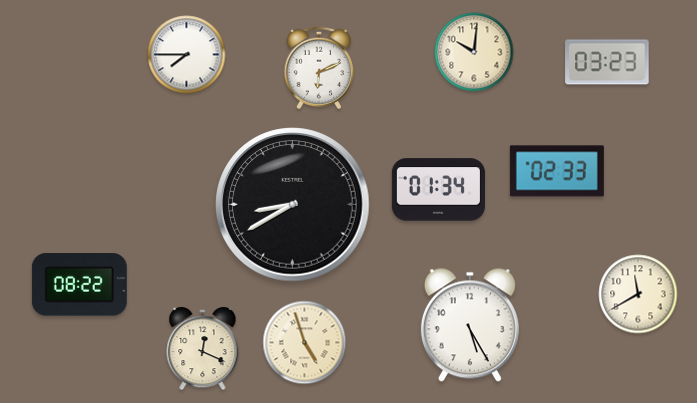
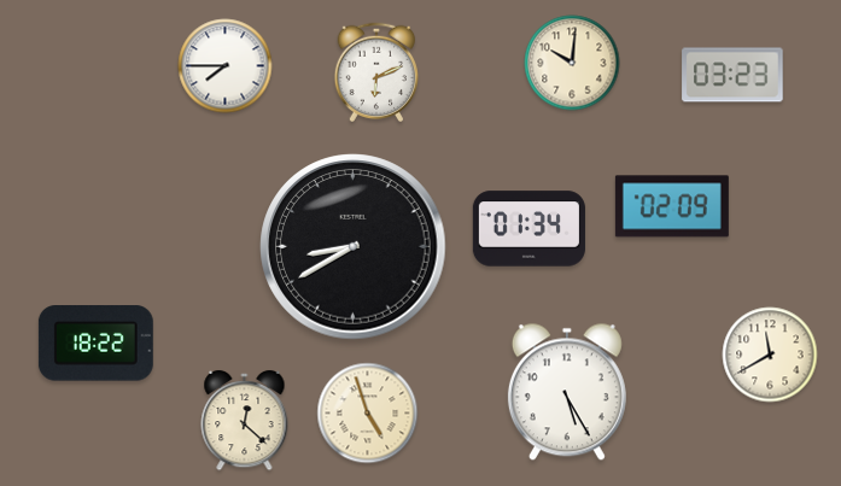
clock at (319, 67) position: (319, 67) -> (376, 71)
clock at (557, 171): 02:33 -> 02:09
clock at (79, 285): 08:22 -> 18:22
clock at (203, 349): 12:19 -> 12:22
